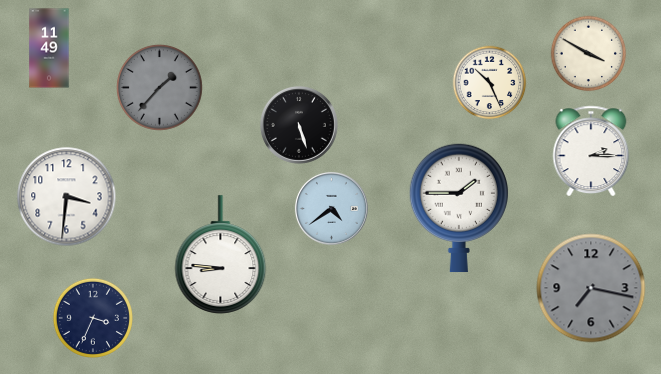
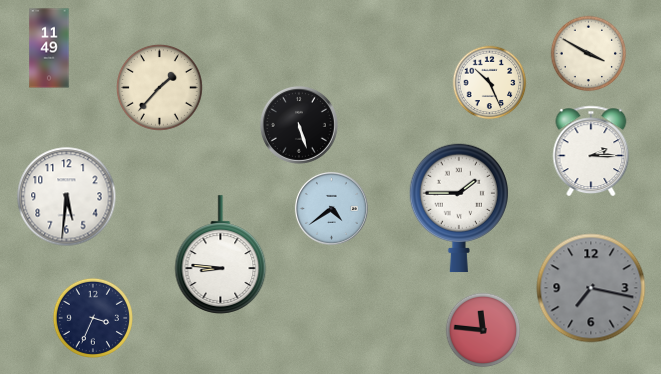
clock at (159, 87) dial: grey -> cream
clock at (67, 197): 3:31 -> 5:31
clock at (483, 330): none -> 11:46
